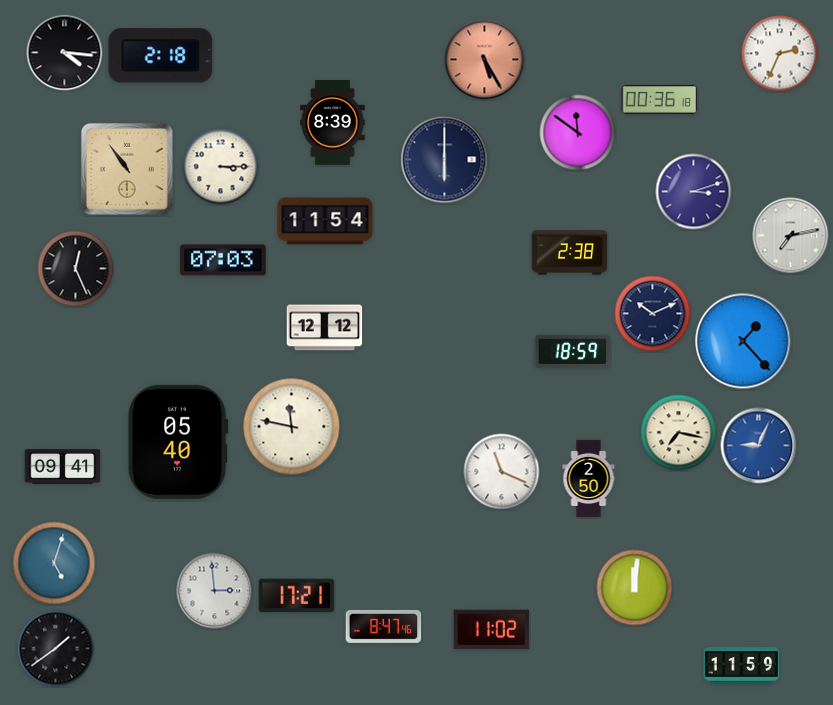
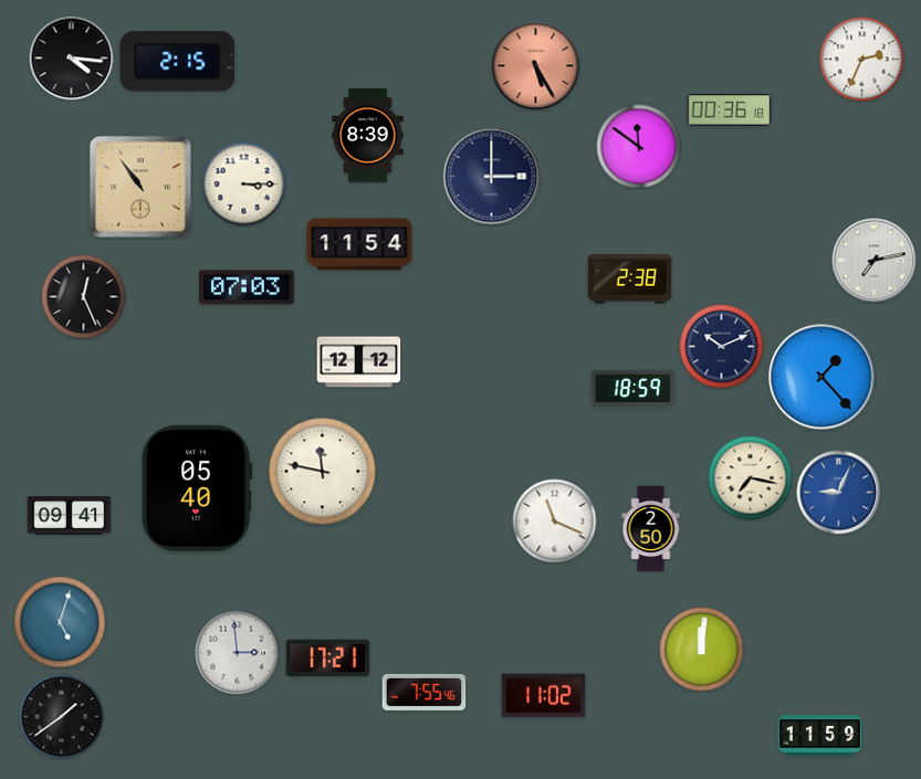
clock at (161, 56): 2:18 -> 2:15
clock at (445, 160): 6:00 -> 3:00
clock at (694, 192): 3:12 -> none
clock at (384, 626): 8:47 -> 7:55
